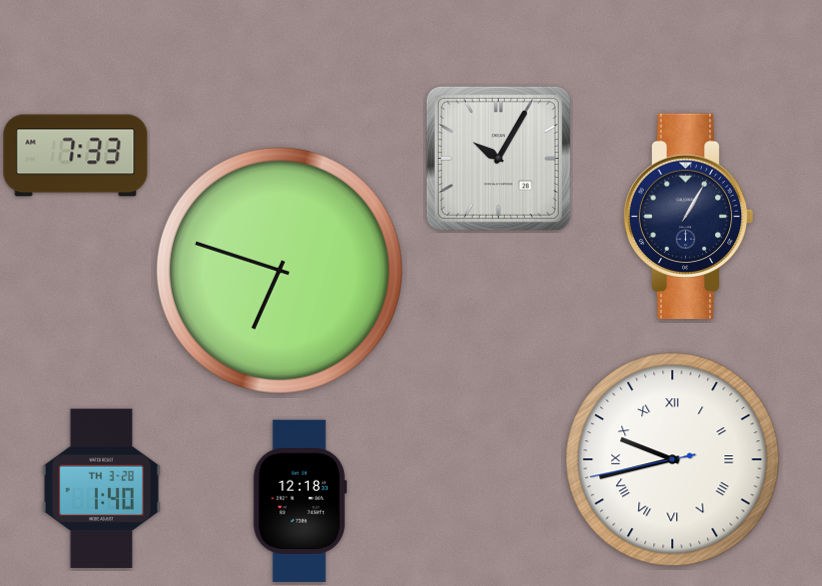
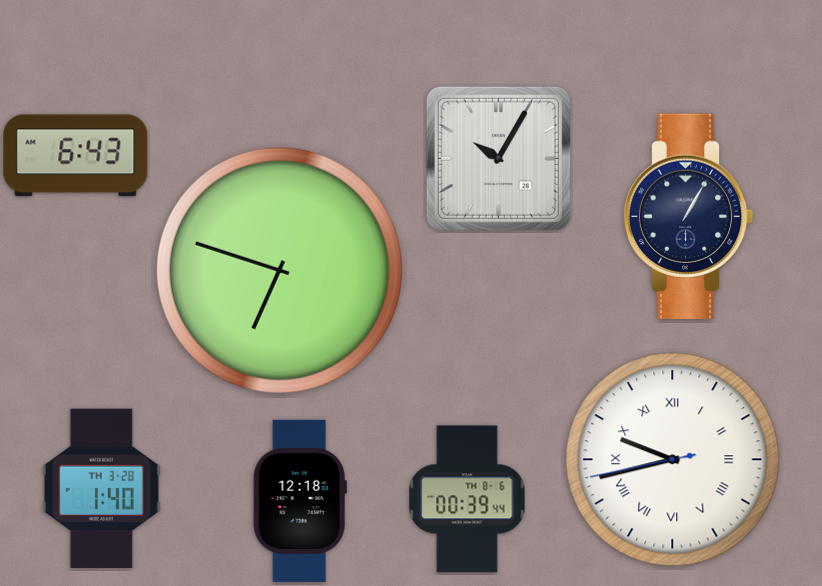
clock at (76, 156): 7:33 -> 6:43
clock at (467, 499): none -> 00:39
